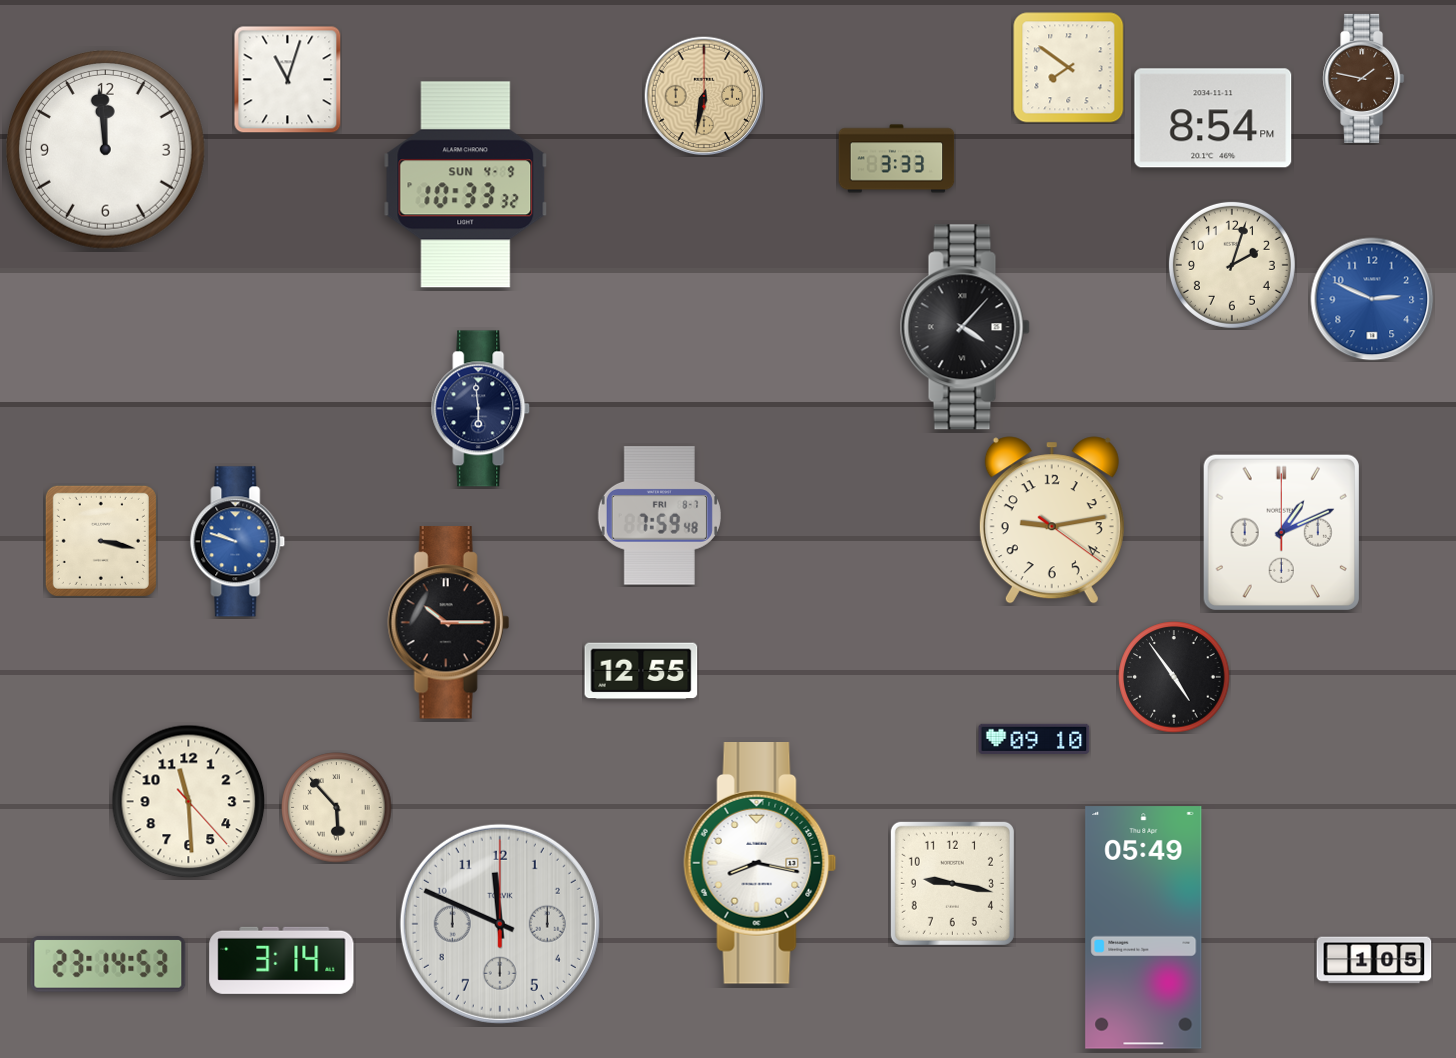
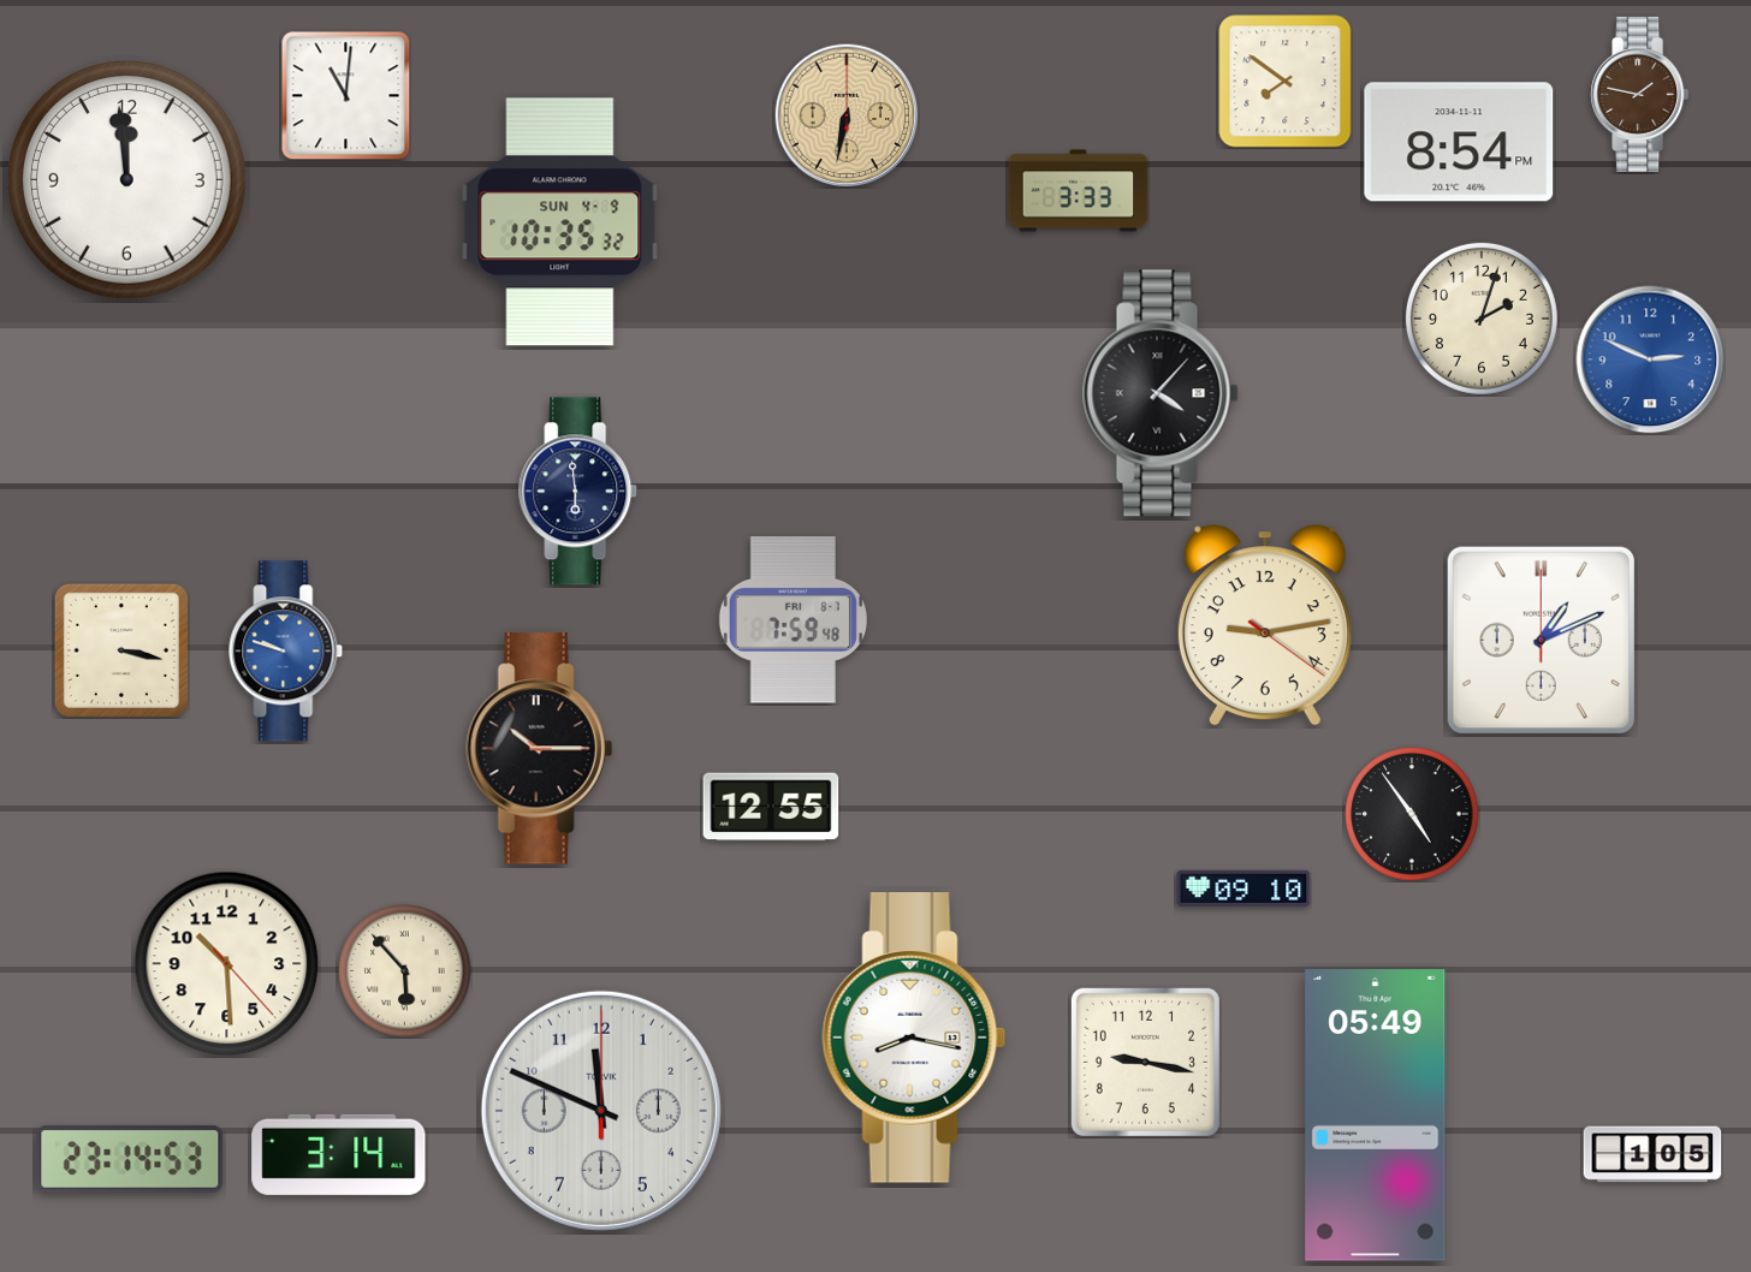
clock at (288, 80): 11:03 -> 11:01
clock at (466, 185): 10:33 -> 10:35
clock at (189, 802): 11:29 -> 10:29
